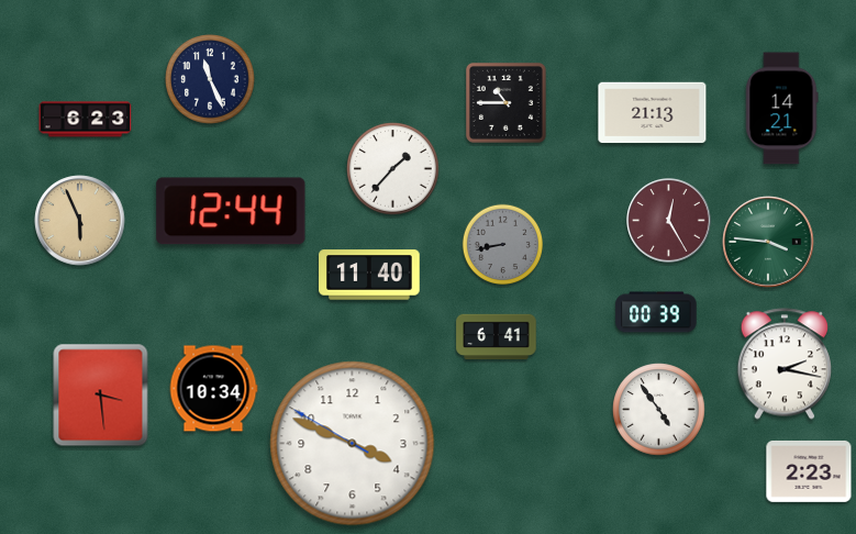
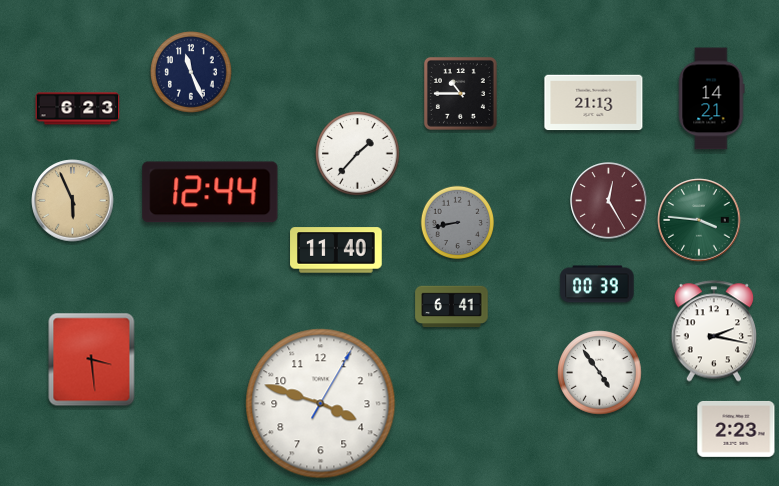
clock at (213, 389): 10:34 -> none
clock at (353, 444): 3:48:50 -> 3:48:05
